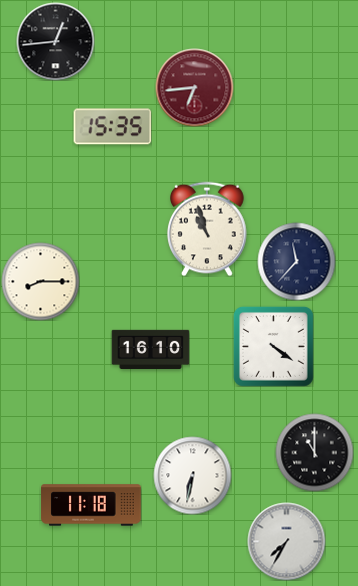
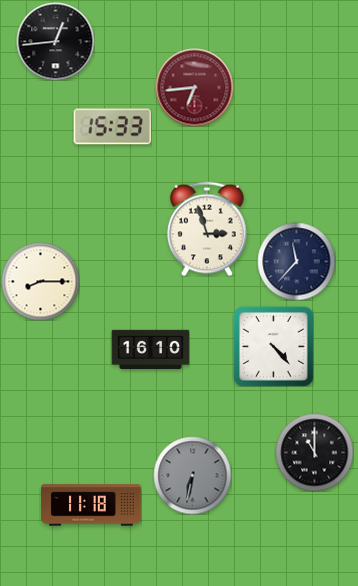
clock at (112, 127): 15:35 -> 15:33
clock at (208, 229): 10:57 -> 2:57
clock at (273, 346): 4:21 -> 4:23
clock at (192, 475) dial: white -> grey
clock at (286, 541): 7:35 -> none
